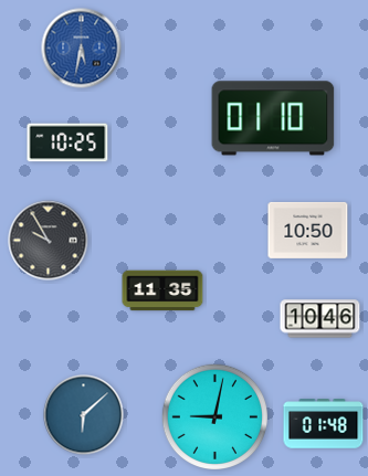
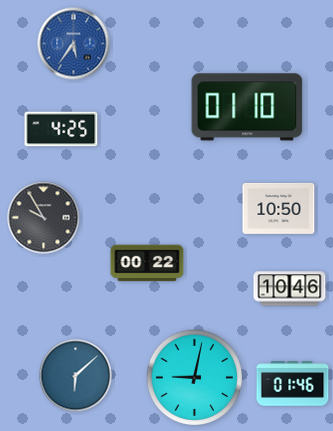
clock at (82, 49): 5:32 -> 5:36
clock at (67, 142): 10:25 -> 4:25
clock at (162, 290): 11:35 -> 00:22
clock at (324, 424): 01:48 -> 01:46
